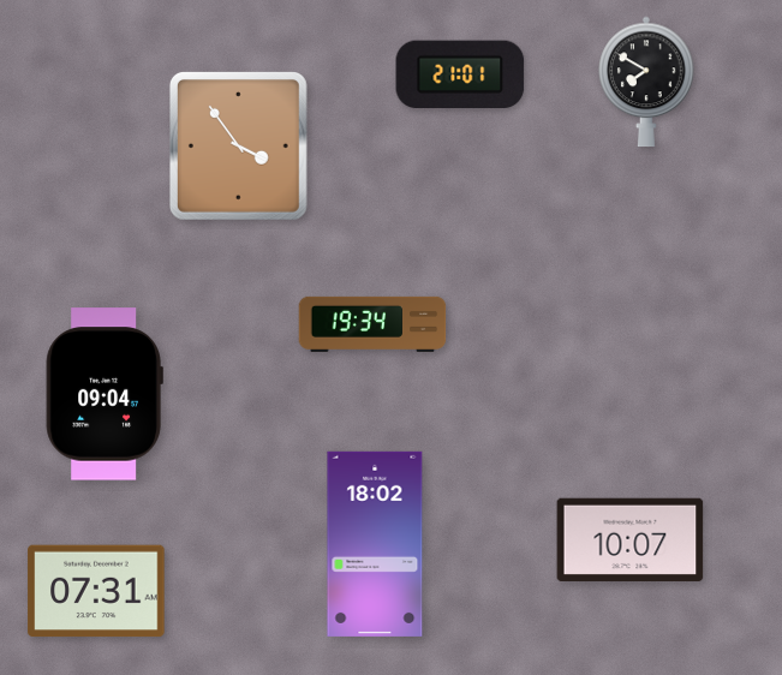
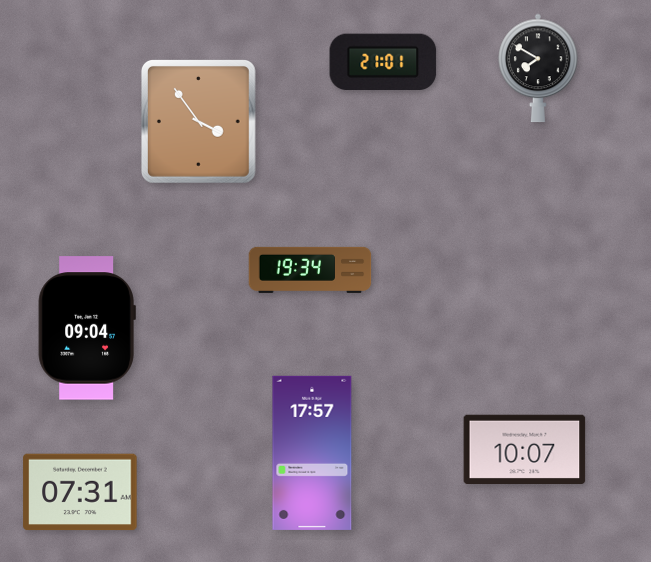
clock at (375, 544): 18:02 -> 17:57
